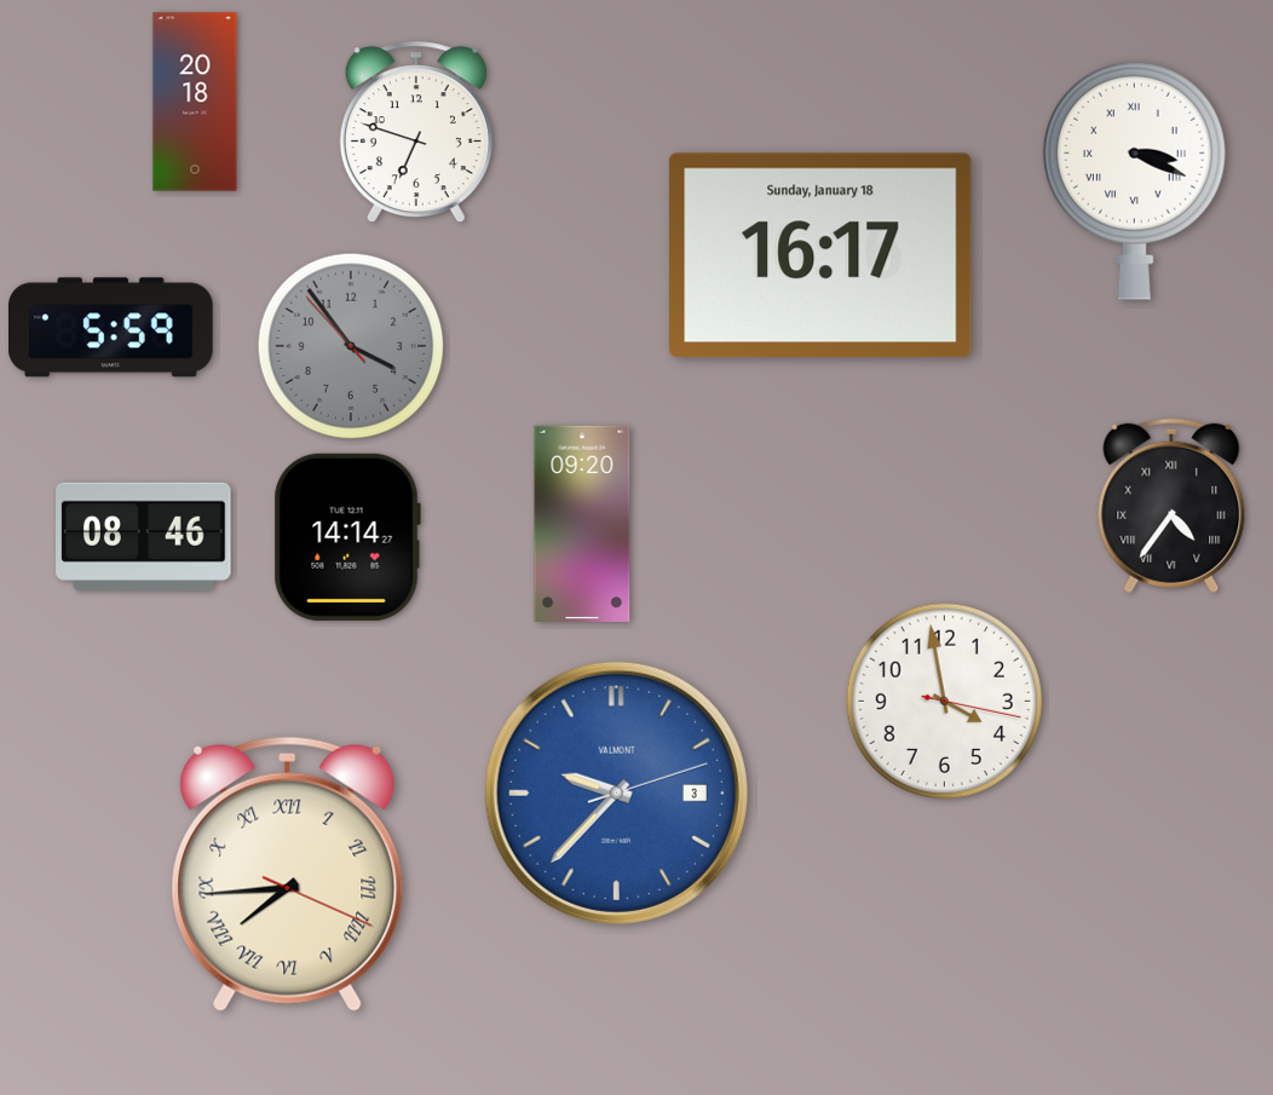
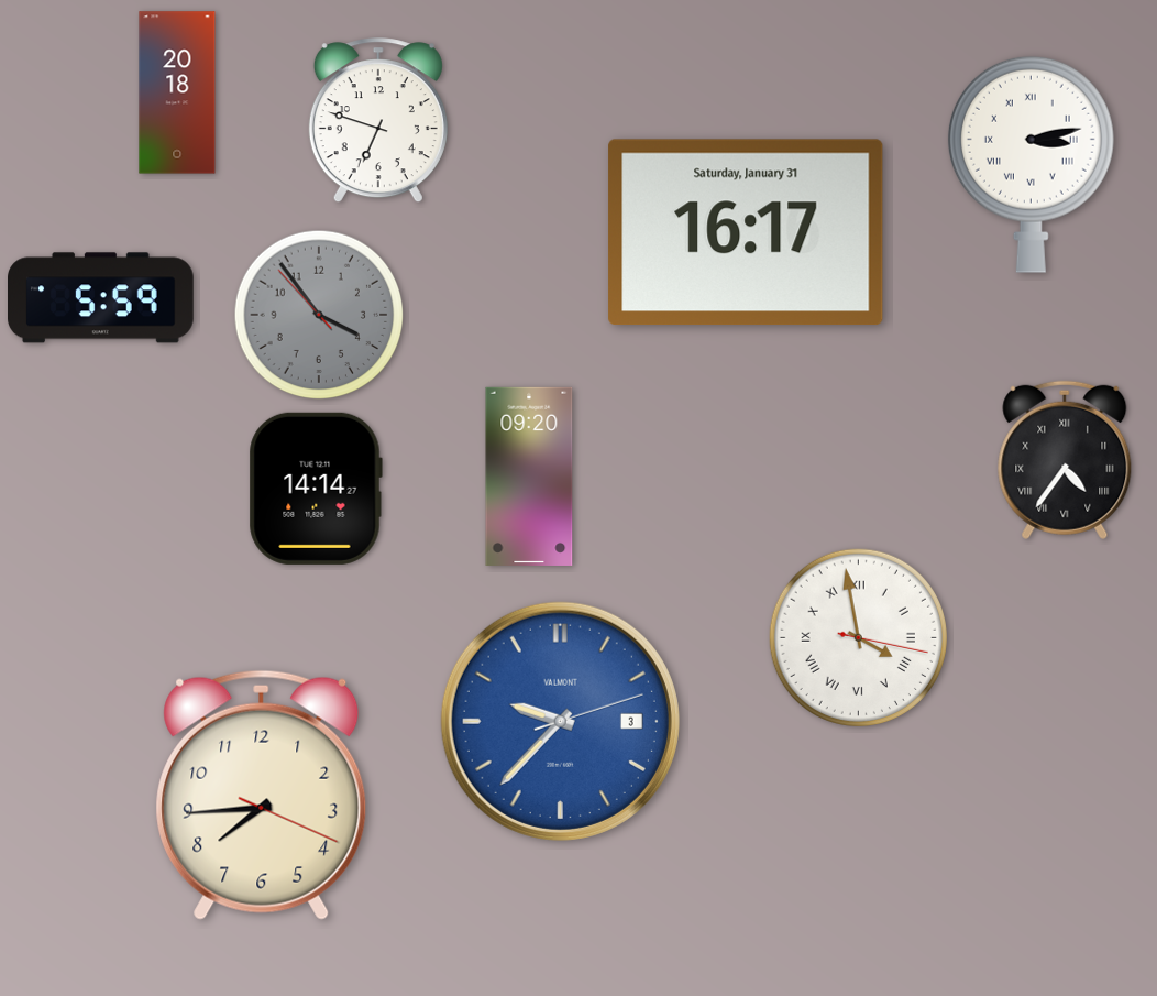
clock at (1134, 180): 3:19 -> 3:13
clock at (820, 255) date: Sunday, January 18 -> Saturday, January 31
clock at (144, 536): 08:46 -> none
clock at (944, 701) numerals: Arabic -> Roman
clock at (288, 874) numerals: Roman -> Arabic
